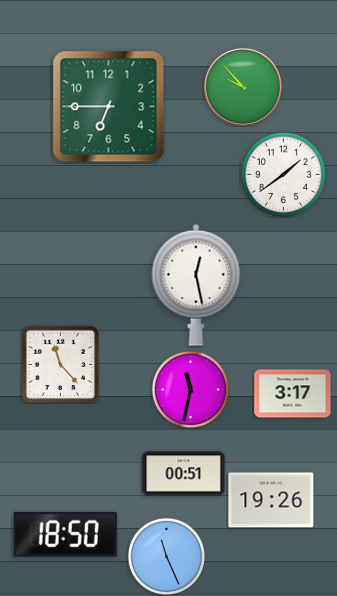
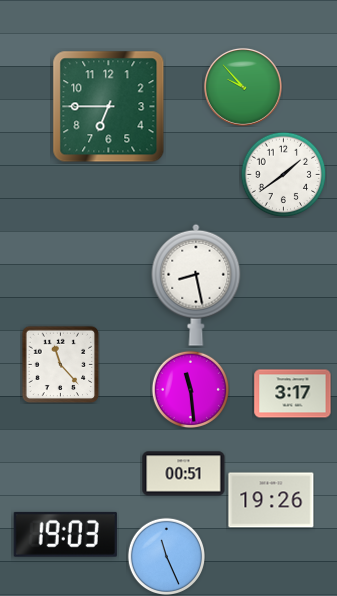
clock at (196, 285): 12:28 -> 8:28
clock at (190, 389): 11:32 -> 11:29
clock at (65, 534): 18:50 -> 19:03
